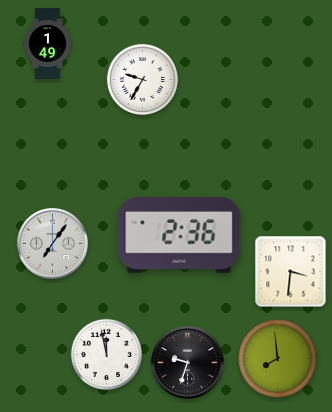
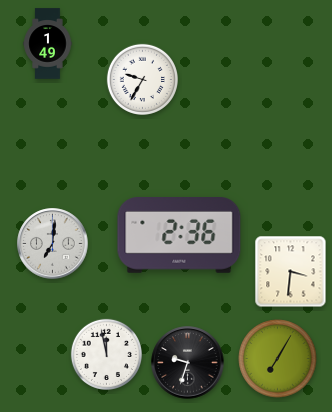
clock at (53, 244): 7:06 -> 7:01
clock at (278, 359): 7:59 -> 7:05
